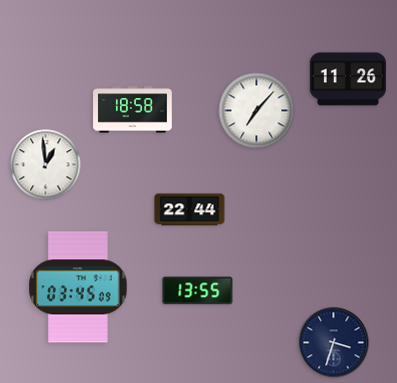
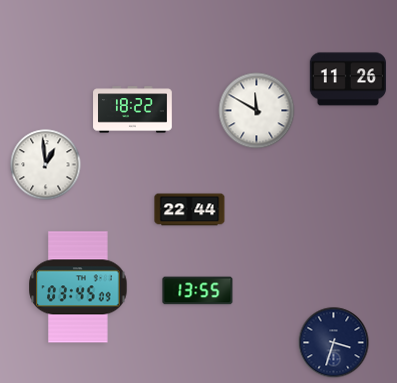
clock at (133, 110): 18:58 -> 18:22
clock at (257, 111): 7:07 -> 11:50
